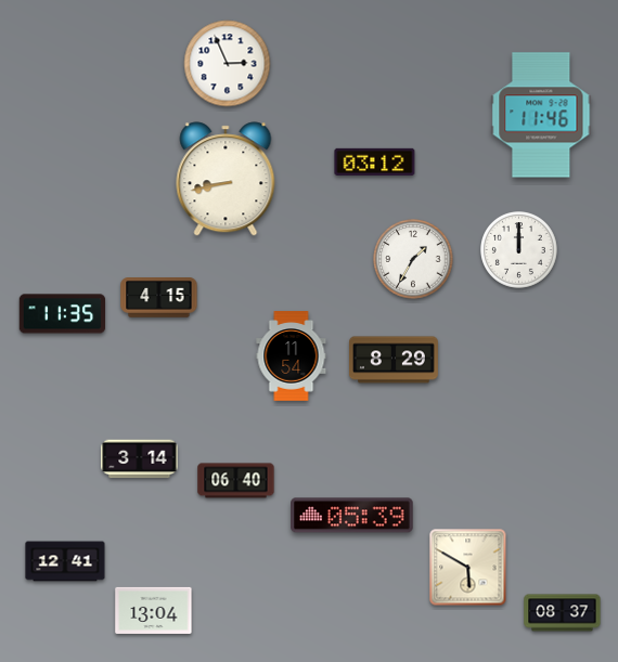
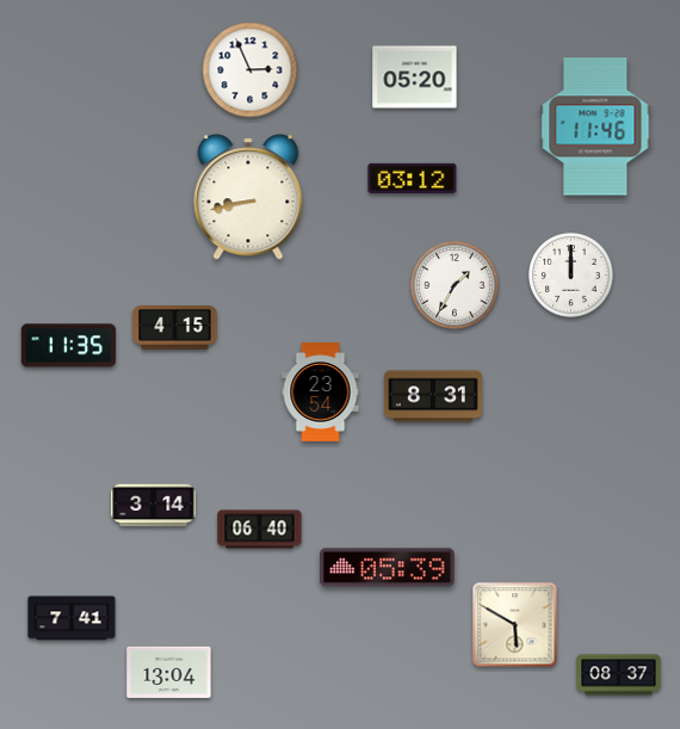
clock at (415, 78): none -> 05:20
clock at (292, 356): 11:54 -> 23:54
clock at (395, 360): 8:29 -> 8:31
clock at (65, 561): 12:41 -> 7:41
